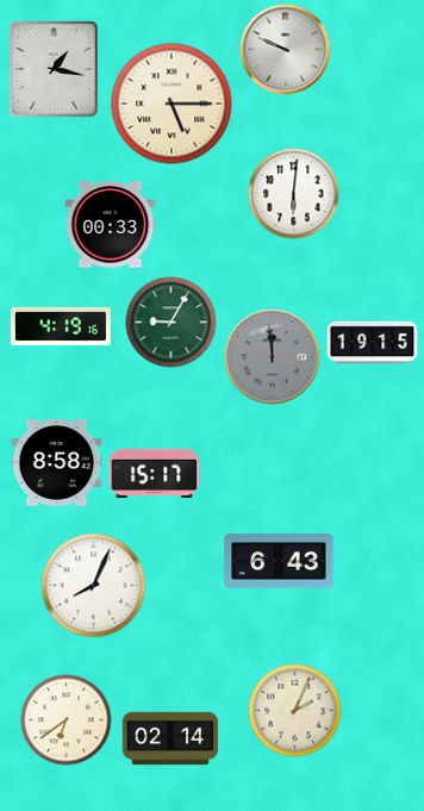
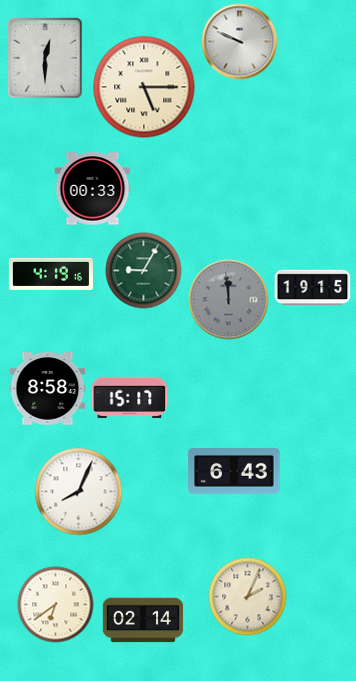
clock at (54, 69): 1:17 -> 12:30
clock at (294, 194): 6:01 -> none
